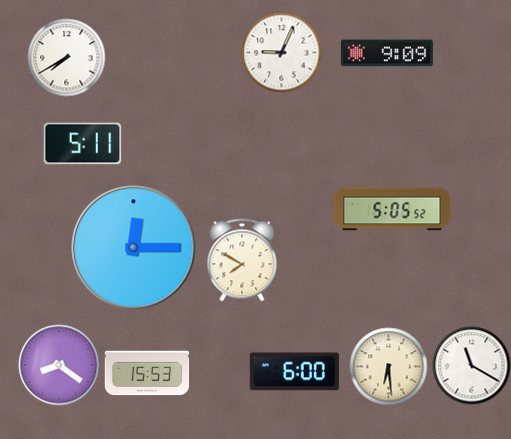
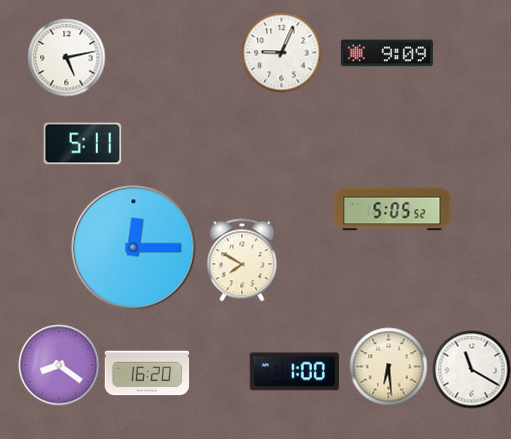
clock at (66, 57): 7:40 -> 5:13
clock at (471, 365) position: (471, 365) -> (471, 369)
clock at (294, 372): 6:00 -> 1:00
clock at (147, 373): 15:53 -> 16:20
